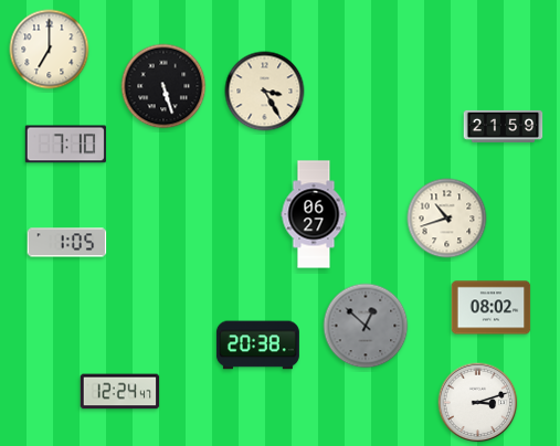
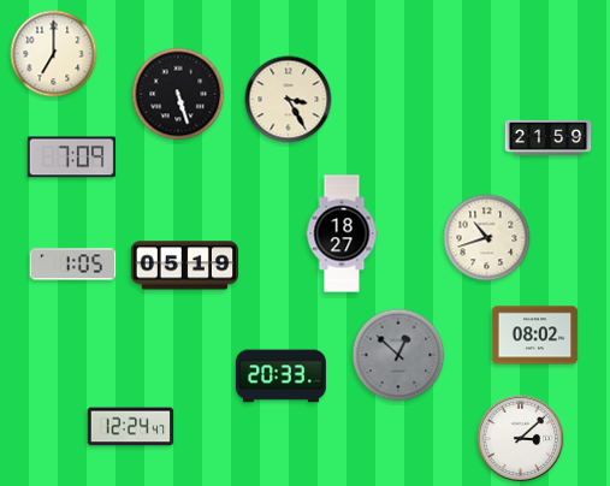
clock at (65, 145): 7:10 -> 7:09
clock at (314, 214): 06:27 -> 18:27
clock at (184, 266): none -> 05:19
clock at (257, 346): 20:38 -> 20:33
clock at (478, 403): 3:12 -> 3:08
